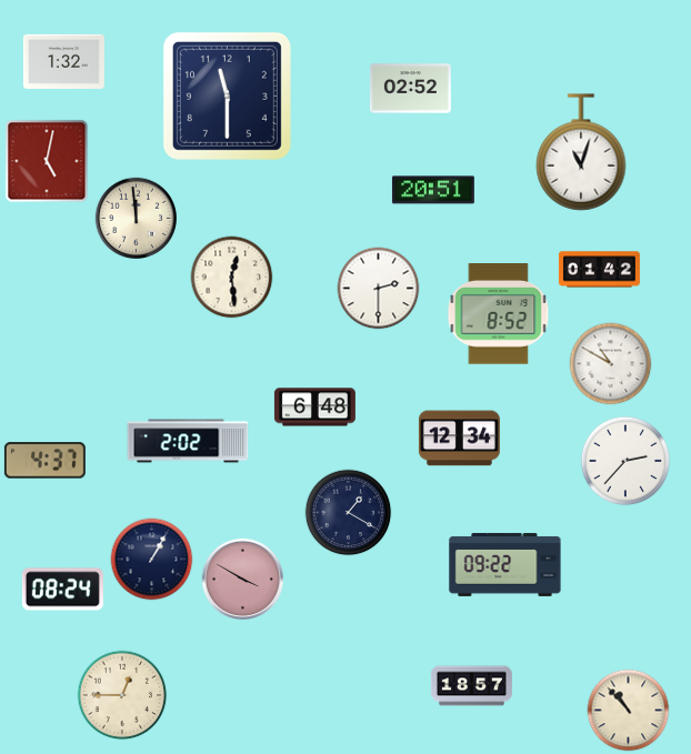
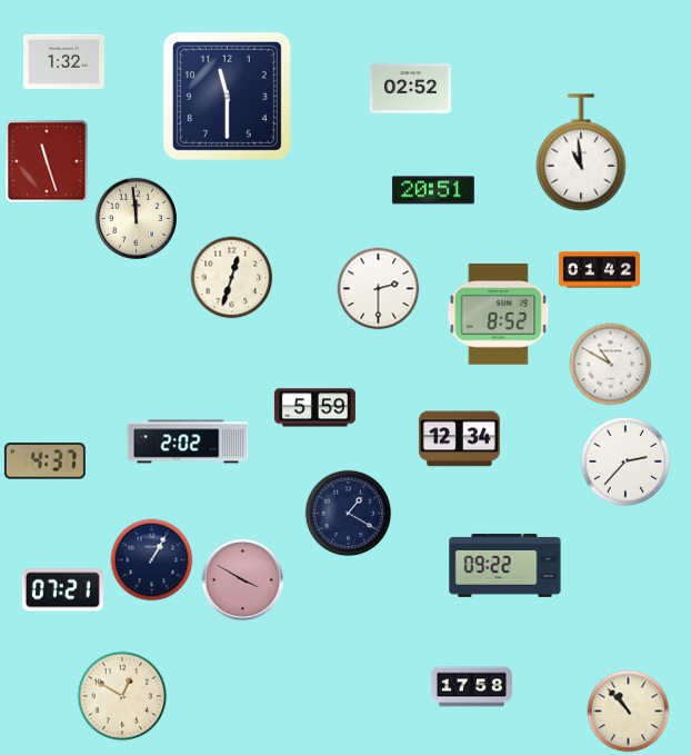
clock at (581, 152): 11:03 -> 10:59
clock at (47, 161): 5:02 -> 11:27
clock at (232, 278): 12:29 -> 12:33
clock at (314, 408): 6:48 -> 5:59
clock at (62, 590): 08:24 -> 07:21
clock at (471, 686): 18:57 -> 17:58
clock at (122, 695): 12:45 -> 12:50
